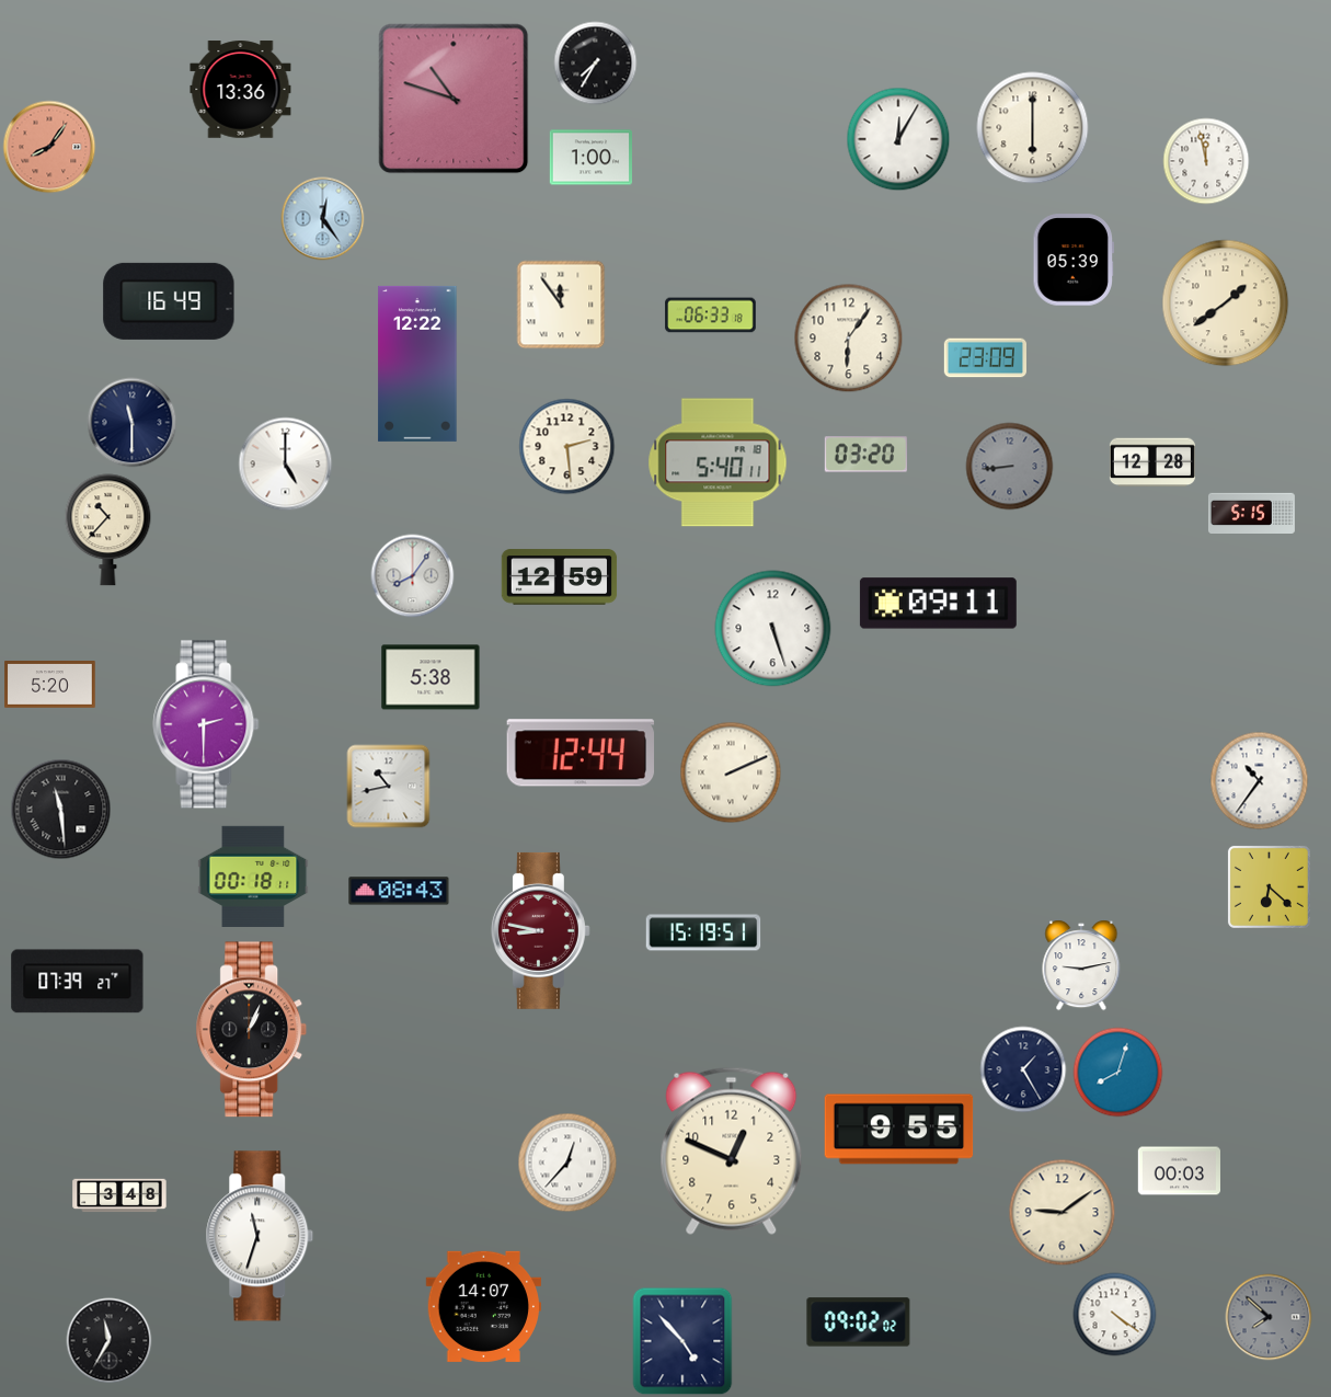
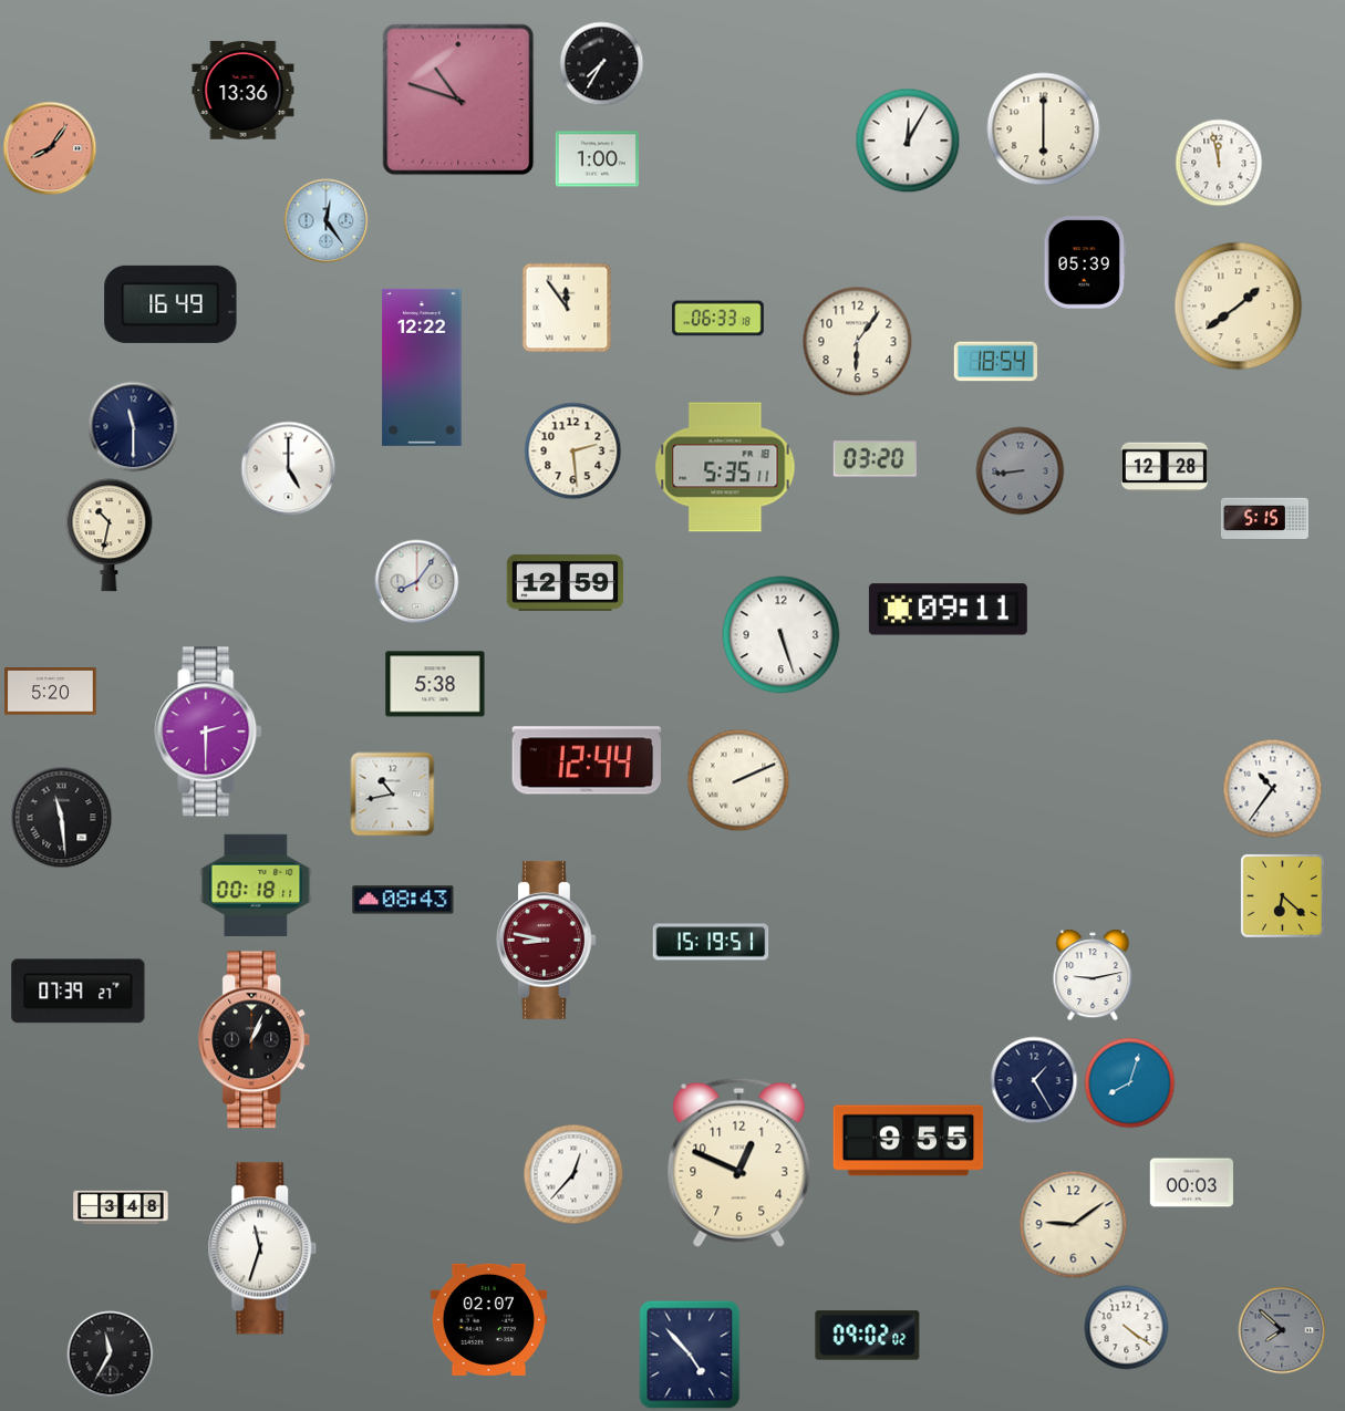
clock at (985, 358): 23:09 -> 18:54
clock at (718, 462): 5:40 -> 5:35
clock at (108, 530): 10:37 -> 10:32
clock at (483, 1306): 14:07 -> 02:07
